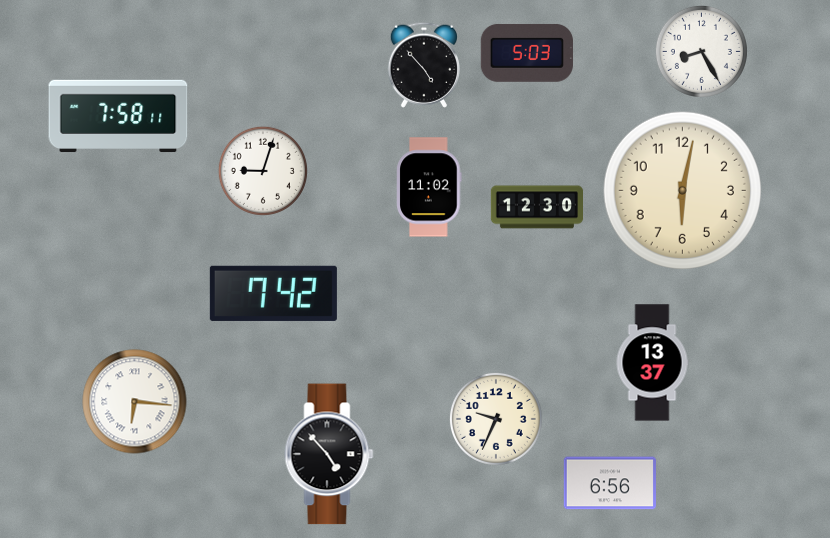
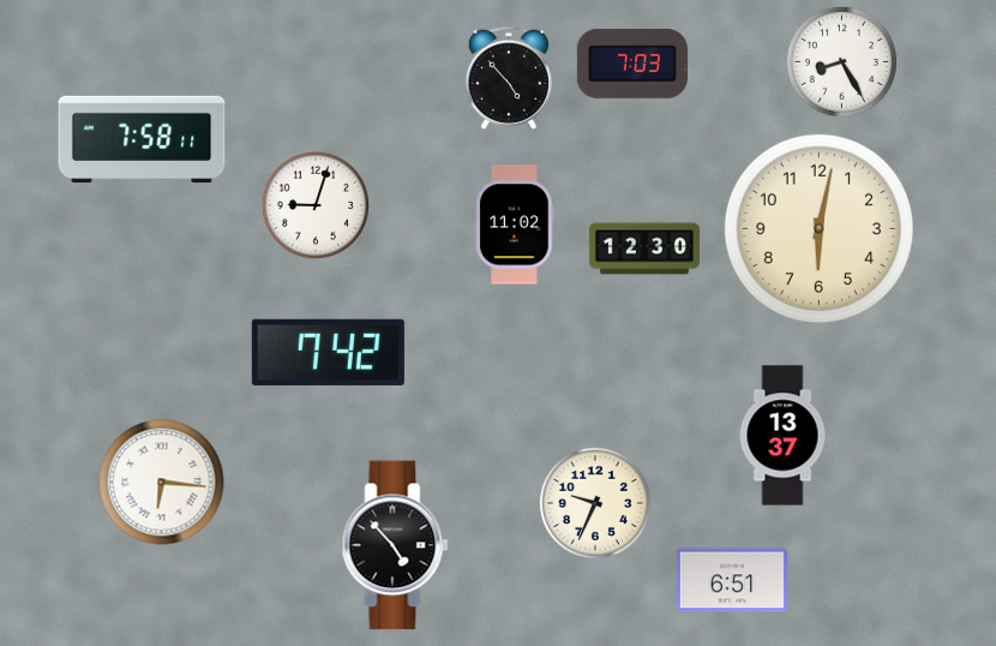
clock at (527, 53): 5:03 -> 7:03
clock at (610, 483): 6:56 -> 6:51
